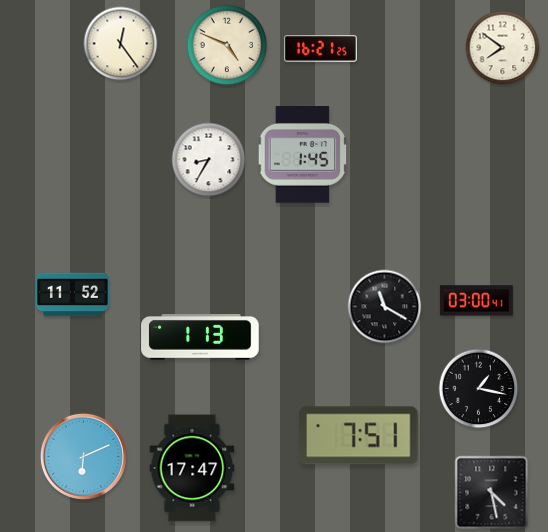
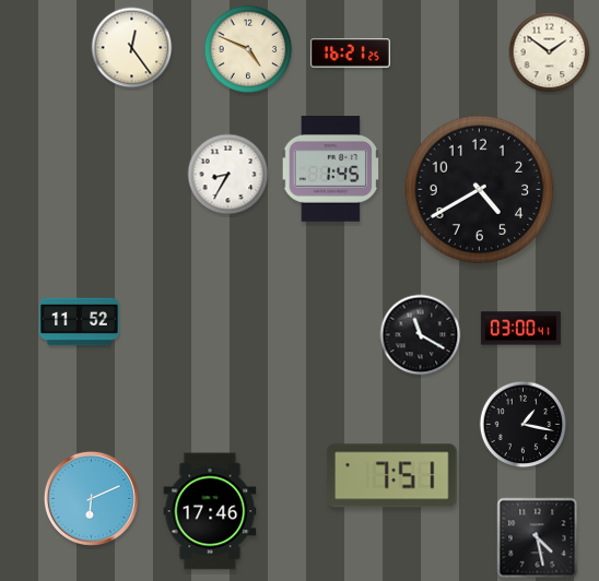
clock at (503, 48): 7:51 -> 1:51
clock at (480, 190): none -> 4:40
clock at (200, 338): 1:13 -> none
clock at (192, 468): 17:47 -> 17:46
